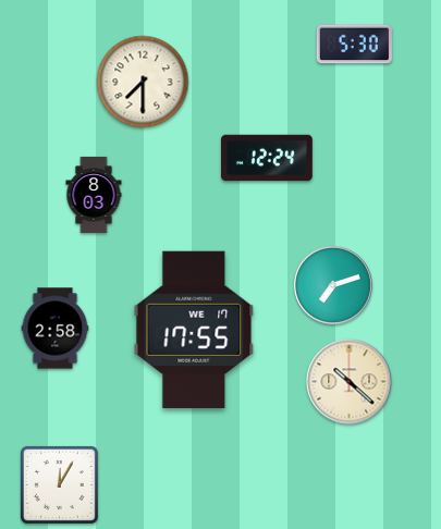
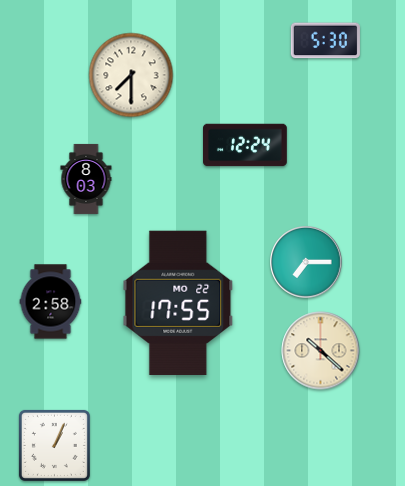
clock at (333, 285): 7:12 -> 7:15
clock at (194, 330) date: WE 17 -> MO 22
clock at (59, 484): 12:05 -> 1:04
